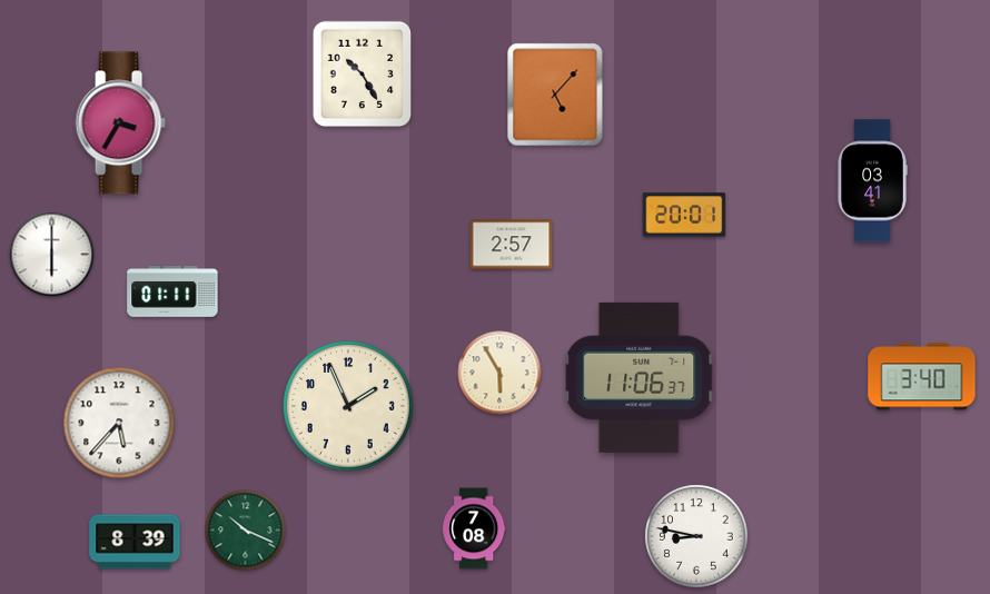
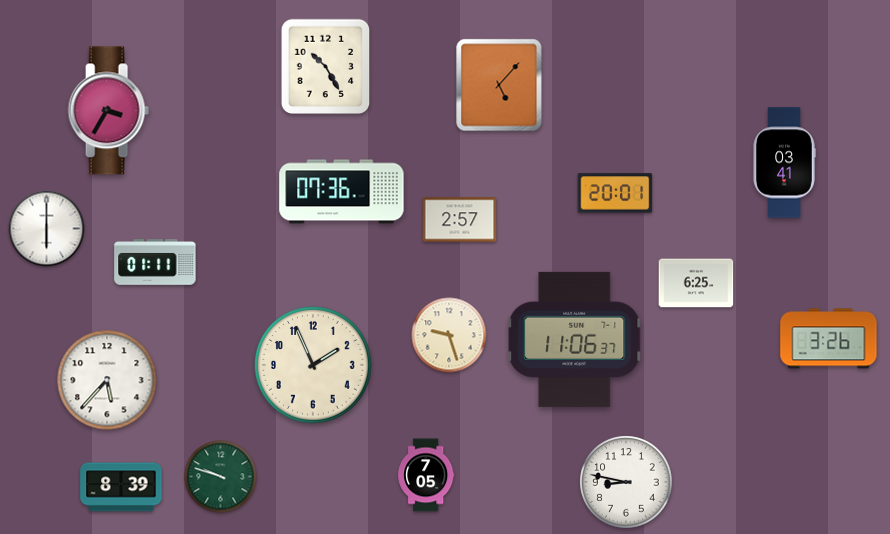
clock at (342, 192): none -> 07:36
clock at (696, 283): none -> 6:25
clock at (499, 373): 5:55 -> 9:27
clock at (922, 377): 3:40 -> 3:26
clock at (474, 528): 7:08 -> 7:05
clock at (246, 531): 10:19 -> 9:48
